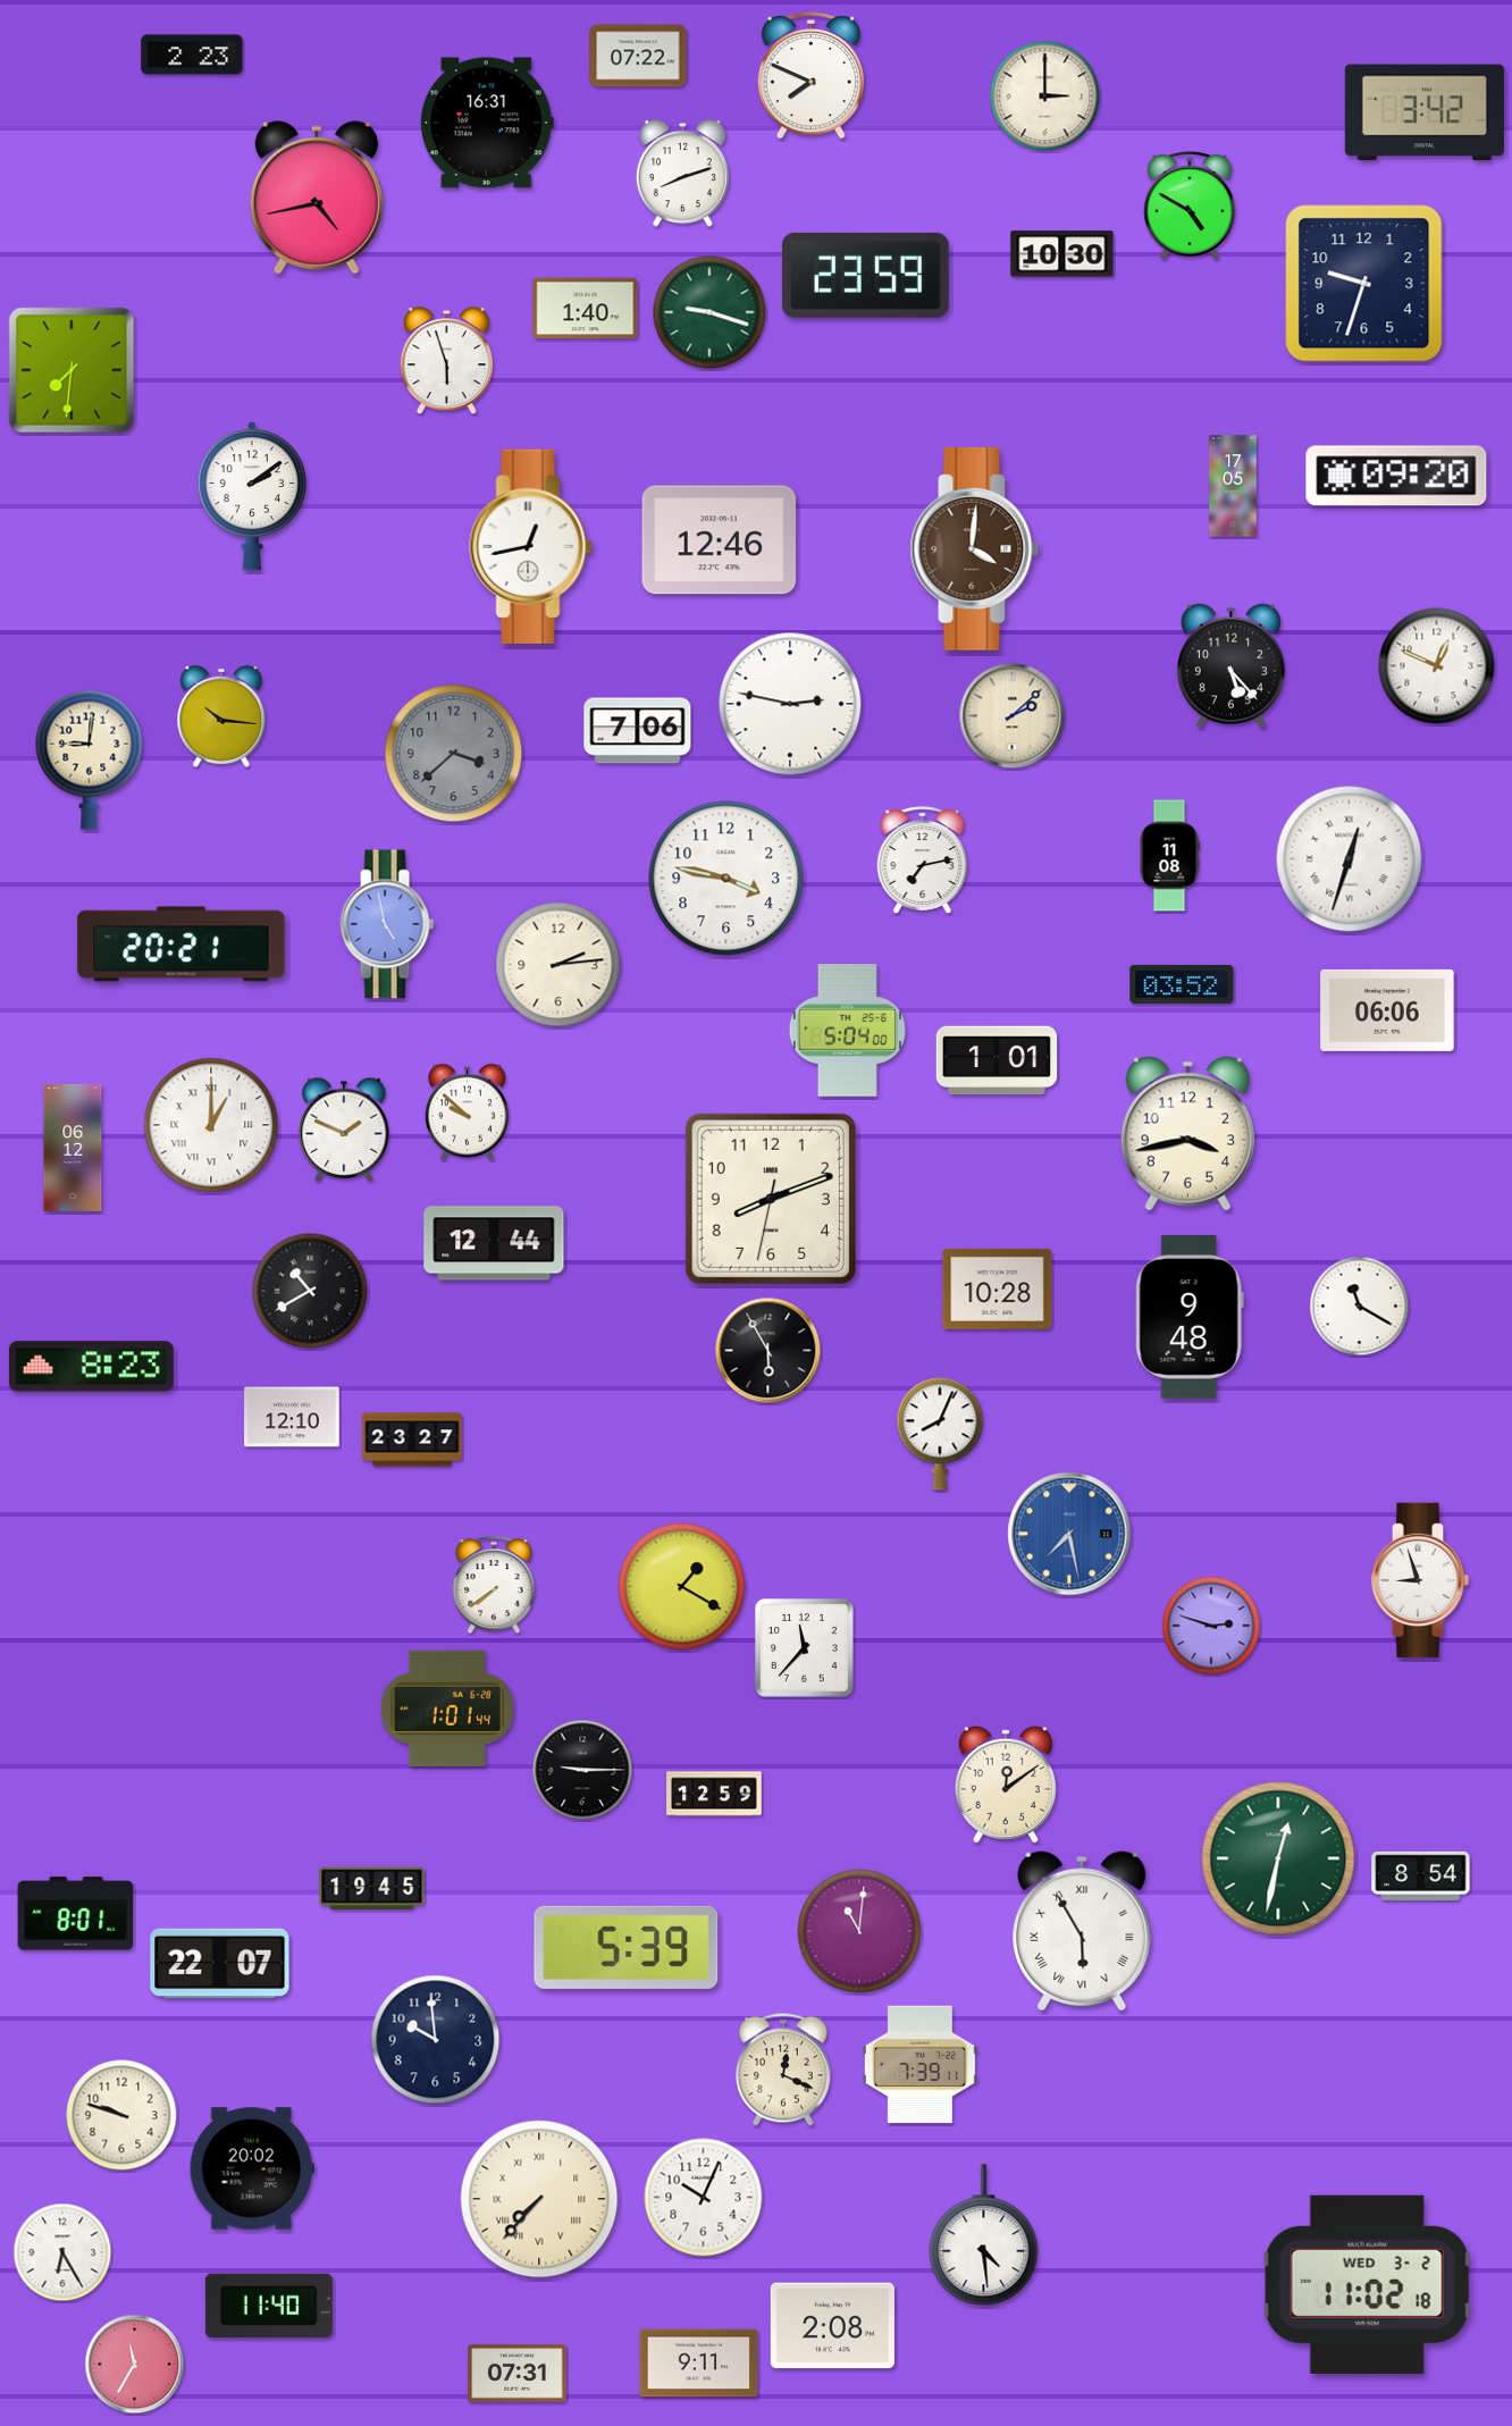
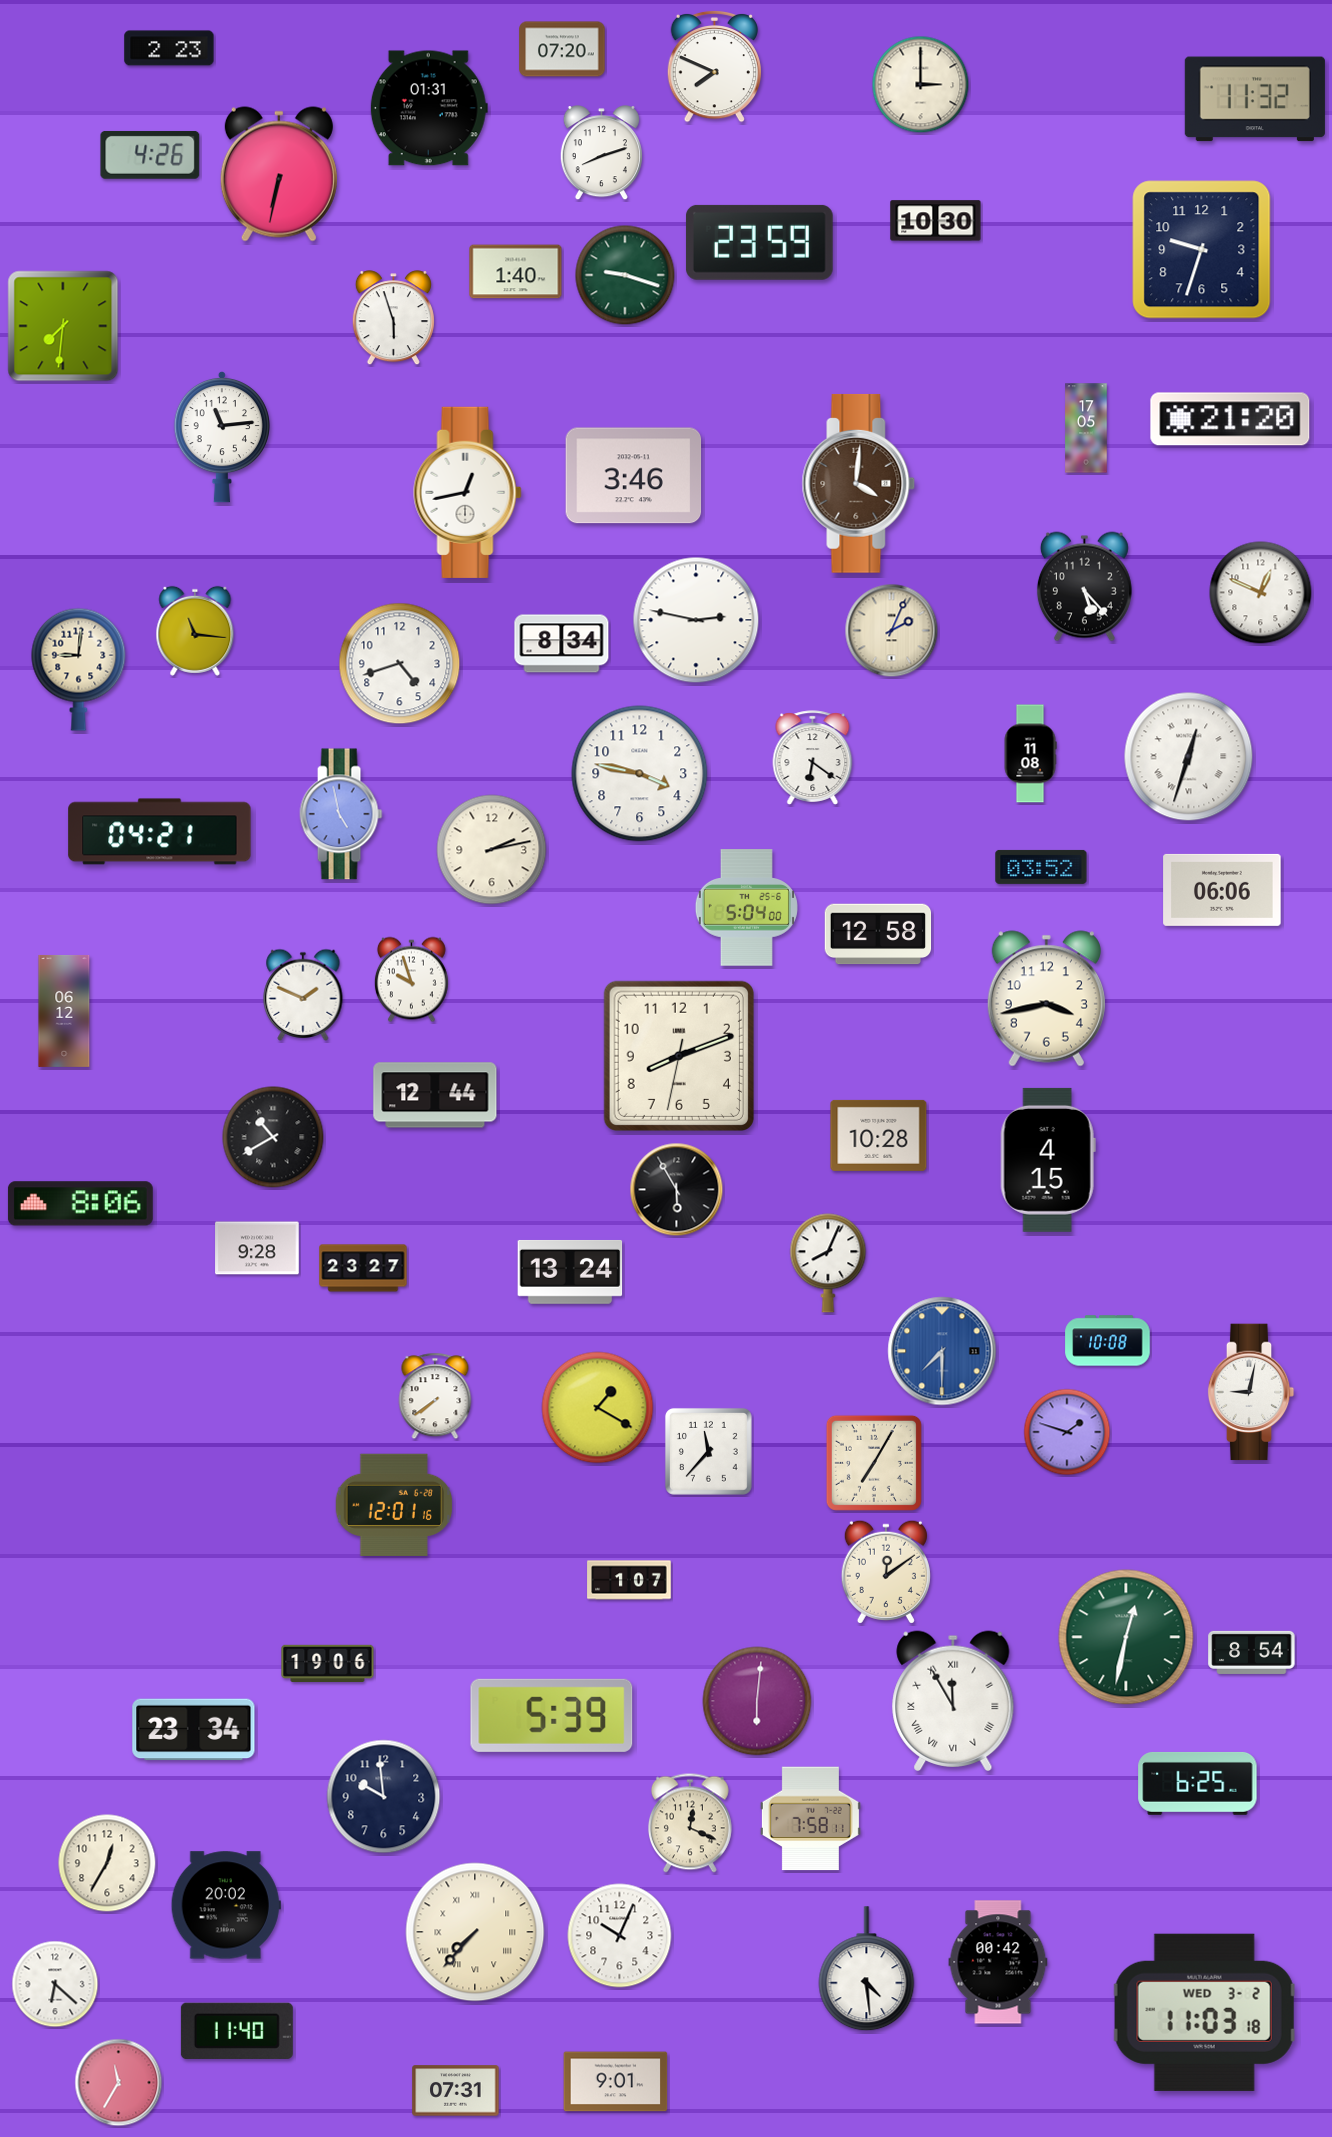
clock at (638, 56): 07:22 -> 07:20
clock at (1425, 112): 3:42 -> 11:32
clock at (487, 123): 16:31 -> 01:31
clock at (150, 155): none -> 4:26
clock at (317, 198): 4:43 -> 6:32
clock at (1190, 205): 4:50 -> none
clock at (1062, 254) position: (1062, 254) -> (936, 221)
clock at (865, 275) position: (865, 275) -> (759, 242)
clock at (1396, 476): 09:20 -> 21:20
clock at (252, 496): 2:09 -> 11:14
clock at (720, 540): 12:46 -> 3:46
clock at (531, 546) position: (531, 546) -> (468, 492)
clock at (1437, 666) position: (1437, 666) -> (1261, 593)
clock at (221, 716): 10:16 -> 11:16
clock at (1013, 716): 2:08 -> 2:04
clock at (638, 731): 7:06 -> 8:34
clock at (454, 754): 3:38 -> 4:42
clock at (454, 754) dial: grey -> white
clock at (923, 861): 7:13 -> 6:21
clock at (182, 945): 20:21 -> 04:21
clock at (558, 965): 2:14 -> 2:13
clock at (997, 1060): 1:01 -> 12:58
clock at (467, 1113): 9:52 -> 9:57
clock at (211, 1125): 1:00 -> none
clock at (1360, 1307): 11:20 -> none
clock at (1190, 1317): 9:48 -> 4:15
clock at (91, 1367): 8:23 -> 8:06
clock at (292, 1417): 12:10 -> 9:28
clock at (570, 1272): none -> 13:24
clock at (1108, 1341): none -> 10:08
clock at (1069, 1534): 7:28 -> 7:30
clock at (1420, 1580): 8:57 -> 9:02
clock at (682, 1587) position: (682, 1587) -> (598, 1408)
clock at (1211, 1626): 2:48 -> 1:48
clock at (874, 1463): none -> 7:05
clock at (446, 1707): 1:01 -> 12:01
clock at (582, 1770): 9:15 -> none
clock at (714, 1794): 12:59 -> 1:07
clock at (372, 1888): 19:45 -> 19:06
clock at (76, 1914): 8:01 -> none
clock at (859, 1931): 11:01 -> 6:01
clock at (1082, 1931): 5:55 -> 11:55
clock at (220, 1964): 22:07 -> 23:34
clock at (1198, 1783): none -> 6:25
clock at (919, 2065): 7:39 -> 7:58
clock at (121, 2115): 9:48 -> 12:35
clock at (252, 2168) position: (252, 2168) -> (226, 1905)
clock at (539, 2199) position: (539, 2199) -> (475, 1932)
clock at (998, 1962): none -> 00:42
clock at (62, 2252): 6:25 -> 6:22
clock at (1367, 2284): 11:02 -> 11:03
clock at (832, 2326): 2:08 -> none
clock at (699, 2364): 9:11 -> 9:01
